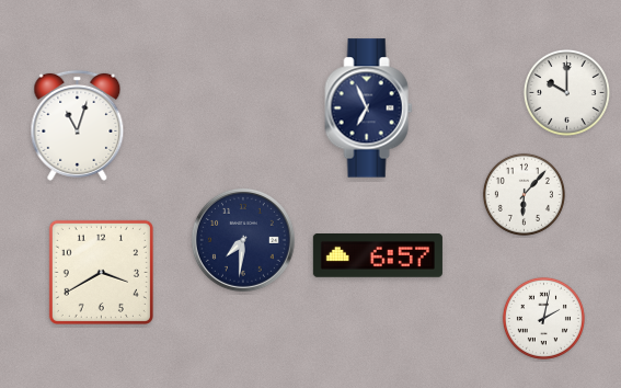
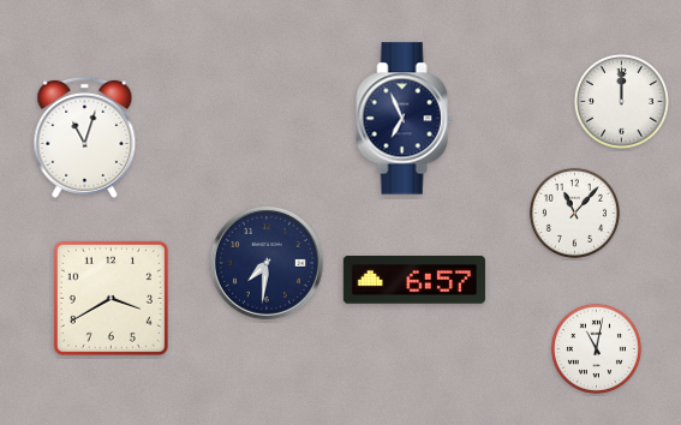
clock at (566, 92): 10:00 -> 12:00
clock at (524, 194): 6:07 -> 11:07
clock at (543, 318): 2:02 -> 11:02
